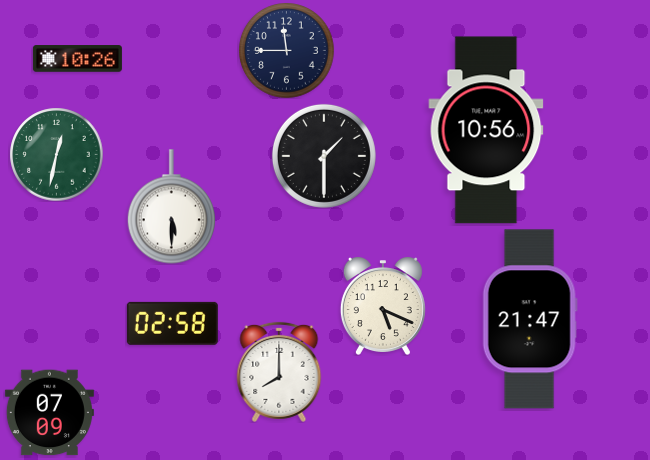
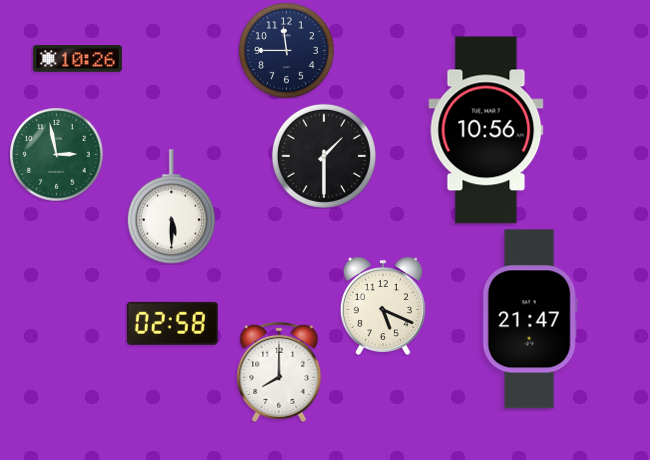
clock at (56, 154): 12:32 -> 2:58
clock at (49, 413): 07:09 -> none
